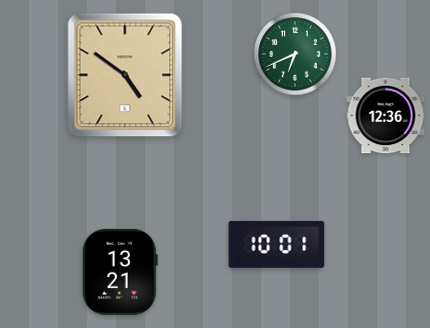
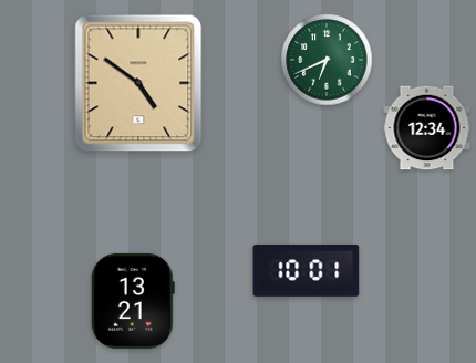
clock at (386, 116): 12:36 -> 12:34
